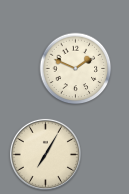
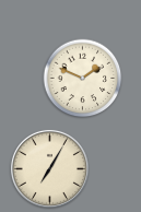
clock at (76, 69) position: (76, 69) -> (83, 79)
